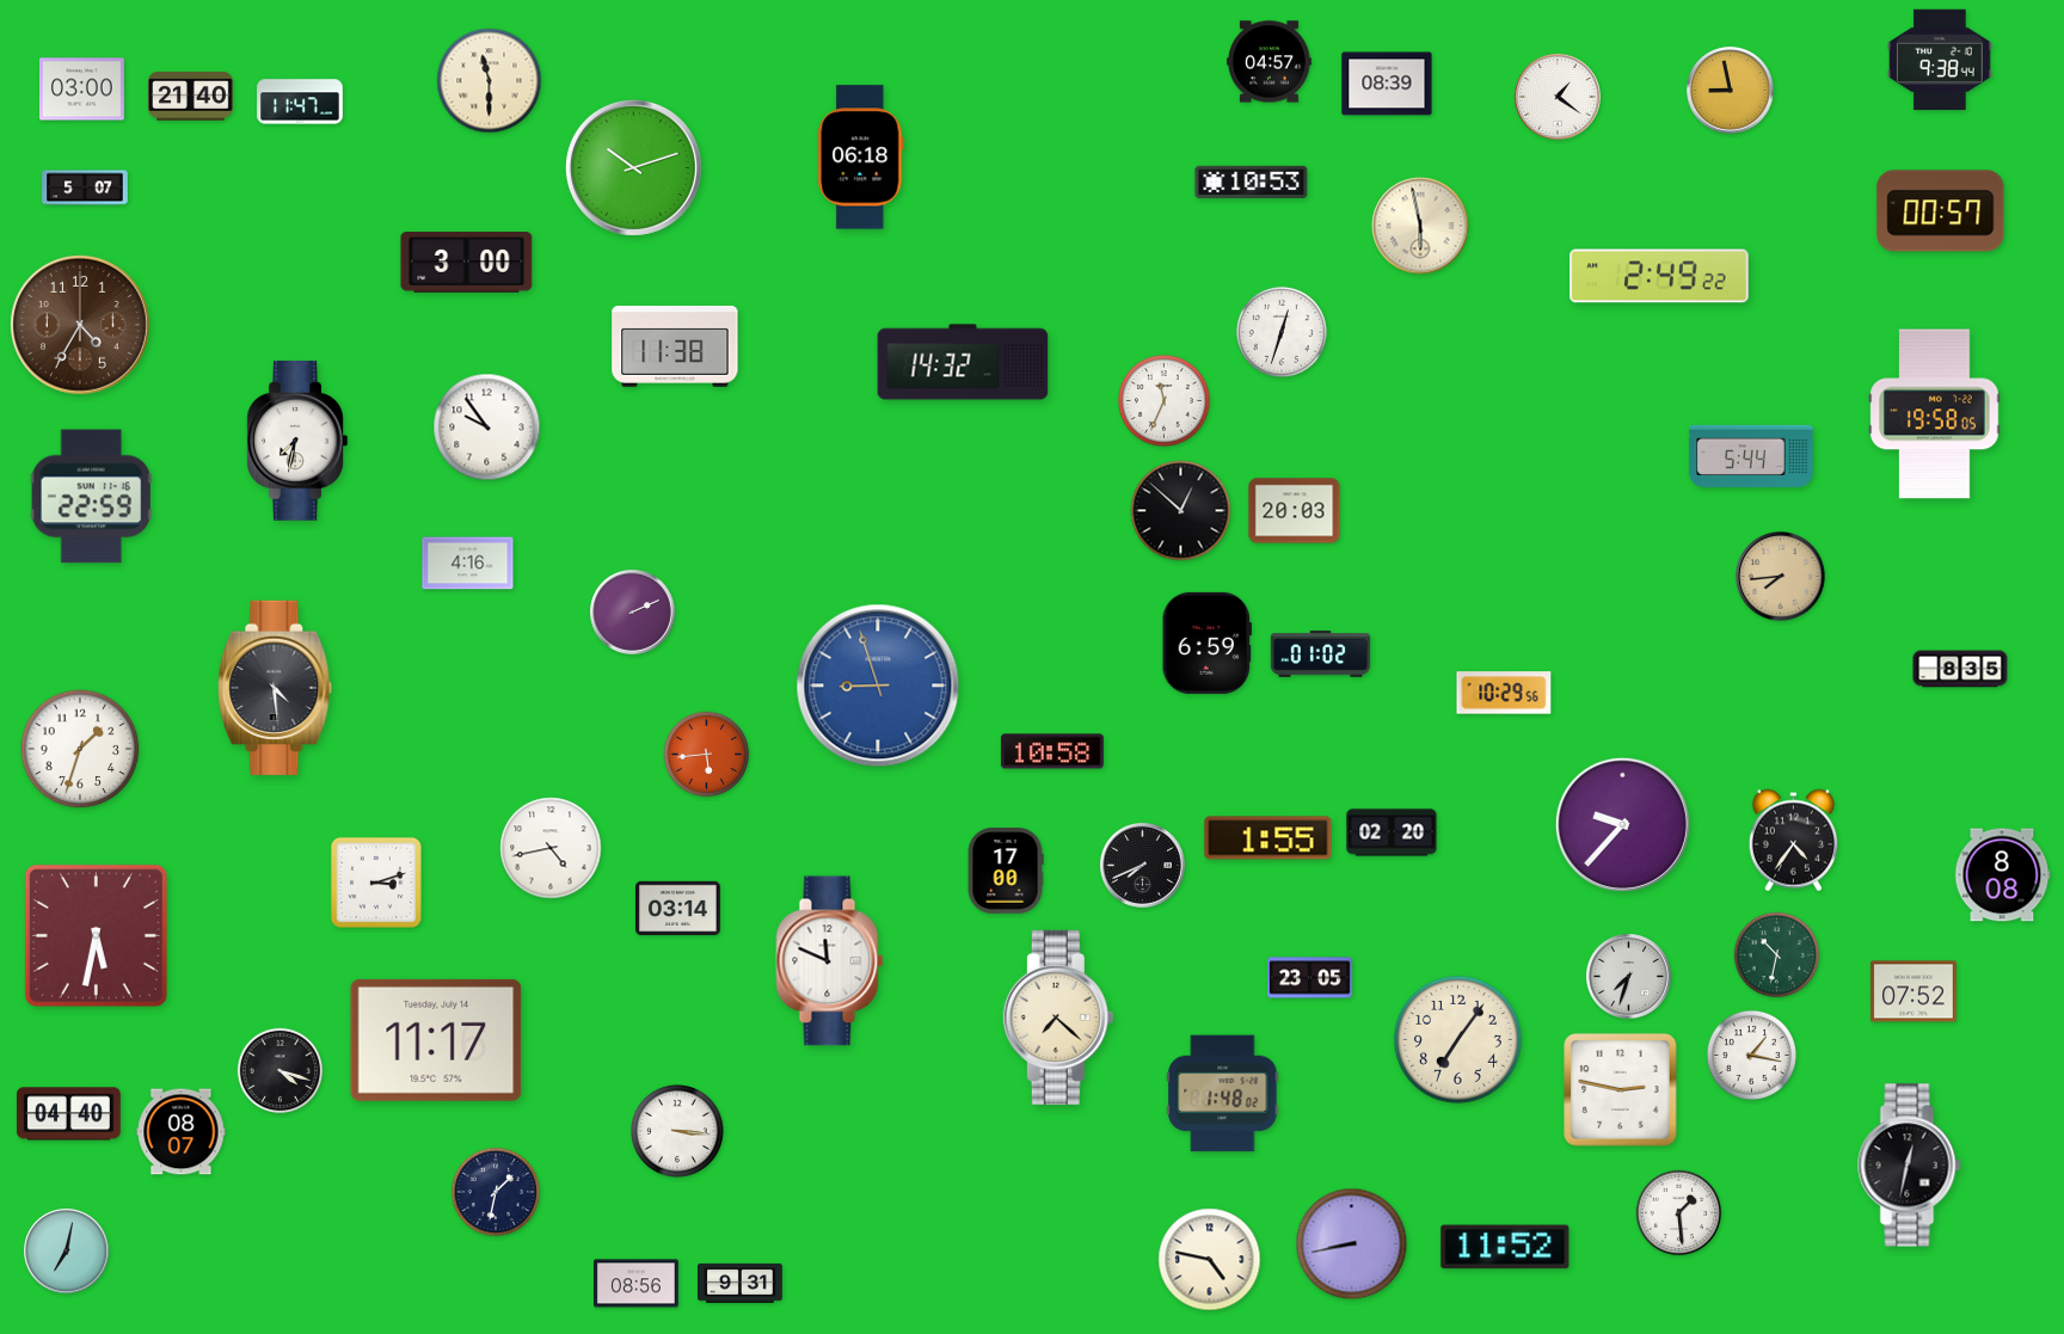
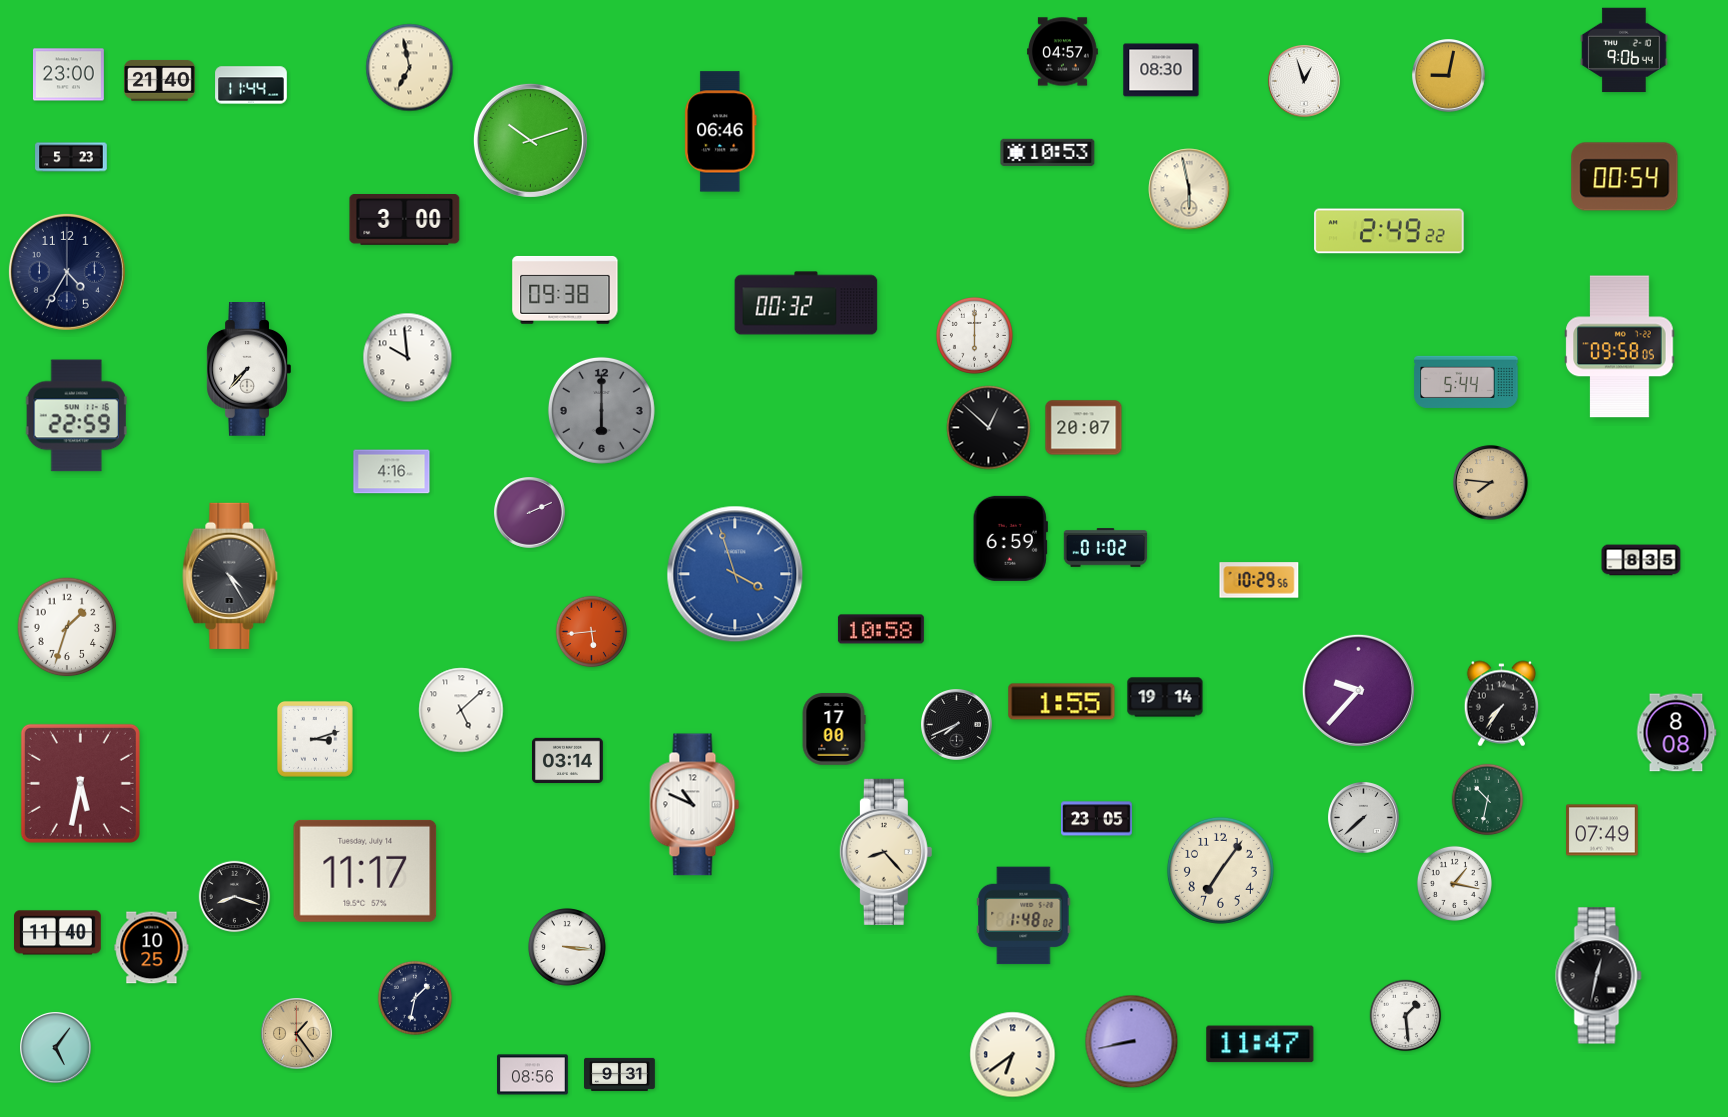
clock at (1940, 60): 9:38 -> 9:06
clock at (490, 81): 11:30 -> 6:58
clock at (1387, 84): 08:39 -> 08:30
clock at (82, 90): 03:00 -> 23:00
clock at (1731, 91): 8:58 -> 9:02
clock at (1559, 98): 1:21 -> 12:57
clock at (300, 102): 11:47 -> 11:44
clock at (861, 158): 06:18 -> 06:46
clock at (85, 188): 5:07 -> 5:23
clock at (1941, 211): 00:57 -> 00:54
clock at (467, 263) position: (467, 263) -> (405, 220)
clock at (80, 325) dial: brown -> navy
clock at (1282, 332): 12:33 -> none
clock at (675, 346): 11:38 -> 09:38
clock at (963, 362): 14:32 -> 00:32
clock at (1163, 400): 11:34 -> 6:00
clock at (1935, 414): 19:58 -> 09:58
clock at (487, 428): 9:54 -> 9:59
clock at (297, 442): 7:32 -> 7:37
clock at (601, 410): none -> 6:00
clock at (1295, 511): 20:03 -> 20:07
clock at (1781, 577): 7:44 -> 7:46
clock at (878, 686): 8:57 -> 3:57
clock at (275, 688): 4:29 -> 4:25
clock at (1392, 832): 02:20 -> 19:14
clock at (1793, 841): 4:36 -> 7:36
clock at (551, 848): 4:43 -> 5:08
clock at (1006, 871) position: (1006, 871) -> (834, 729)
clock at (830, 961): 11:49 -> 10:49
clock at (1629, 977): 7:33 -> 7:38
clock at (1913, 991): 07:52 -> 07:49
clock at (1058, 1018): 7:22 -> 8:23
clock at (1751, 1055) position: (1751, 1055) -> (1454, 883)
clock at (281, 1071): 4:18 -> 8:18
clock at (1621, 1090): 2:47 -> none
clock at (69, 1114): 04:40 -> 11:40
clock at (182, 1132): 08:07 -> 10:25
clock at (297, 1034): none -> 1:24
clock at (1505, 1247): 11:52 -> 11:47
clock at (67, 1252): 7:02 -> 5:06
clock at (1210, 1260): 4:47 -> 6:39
